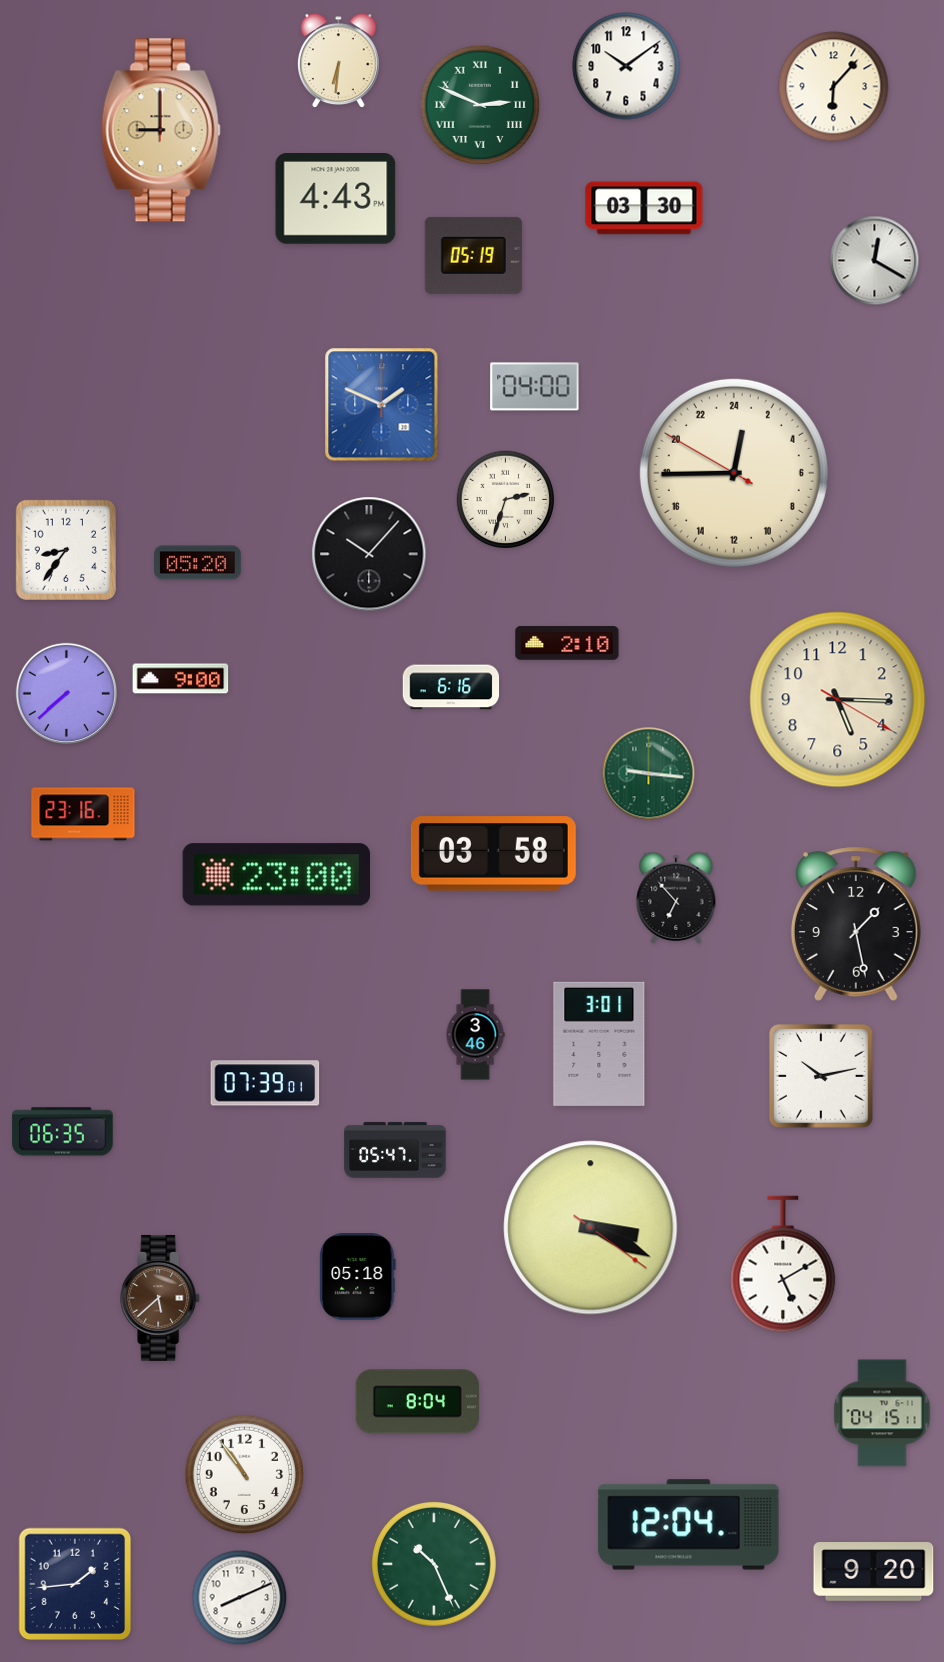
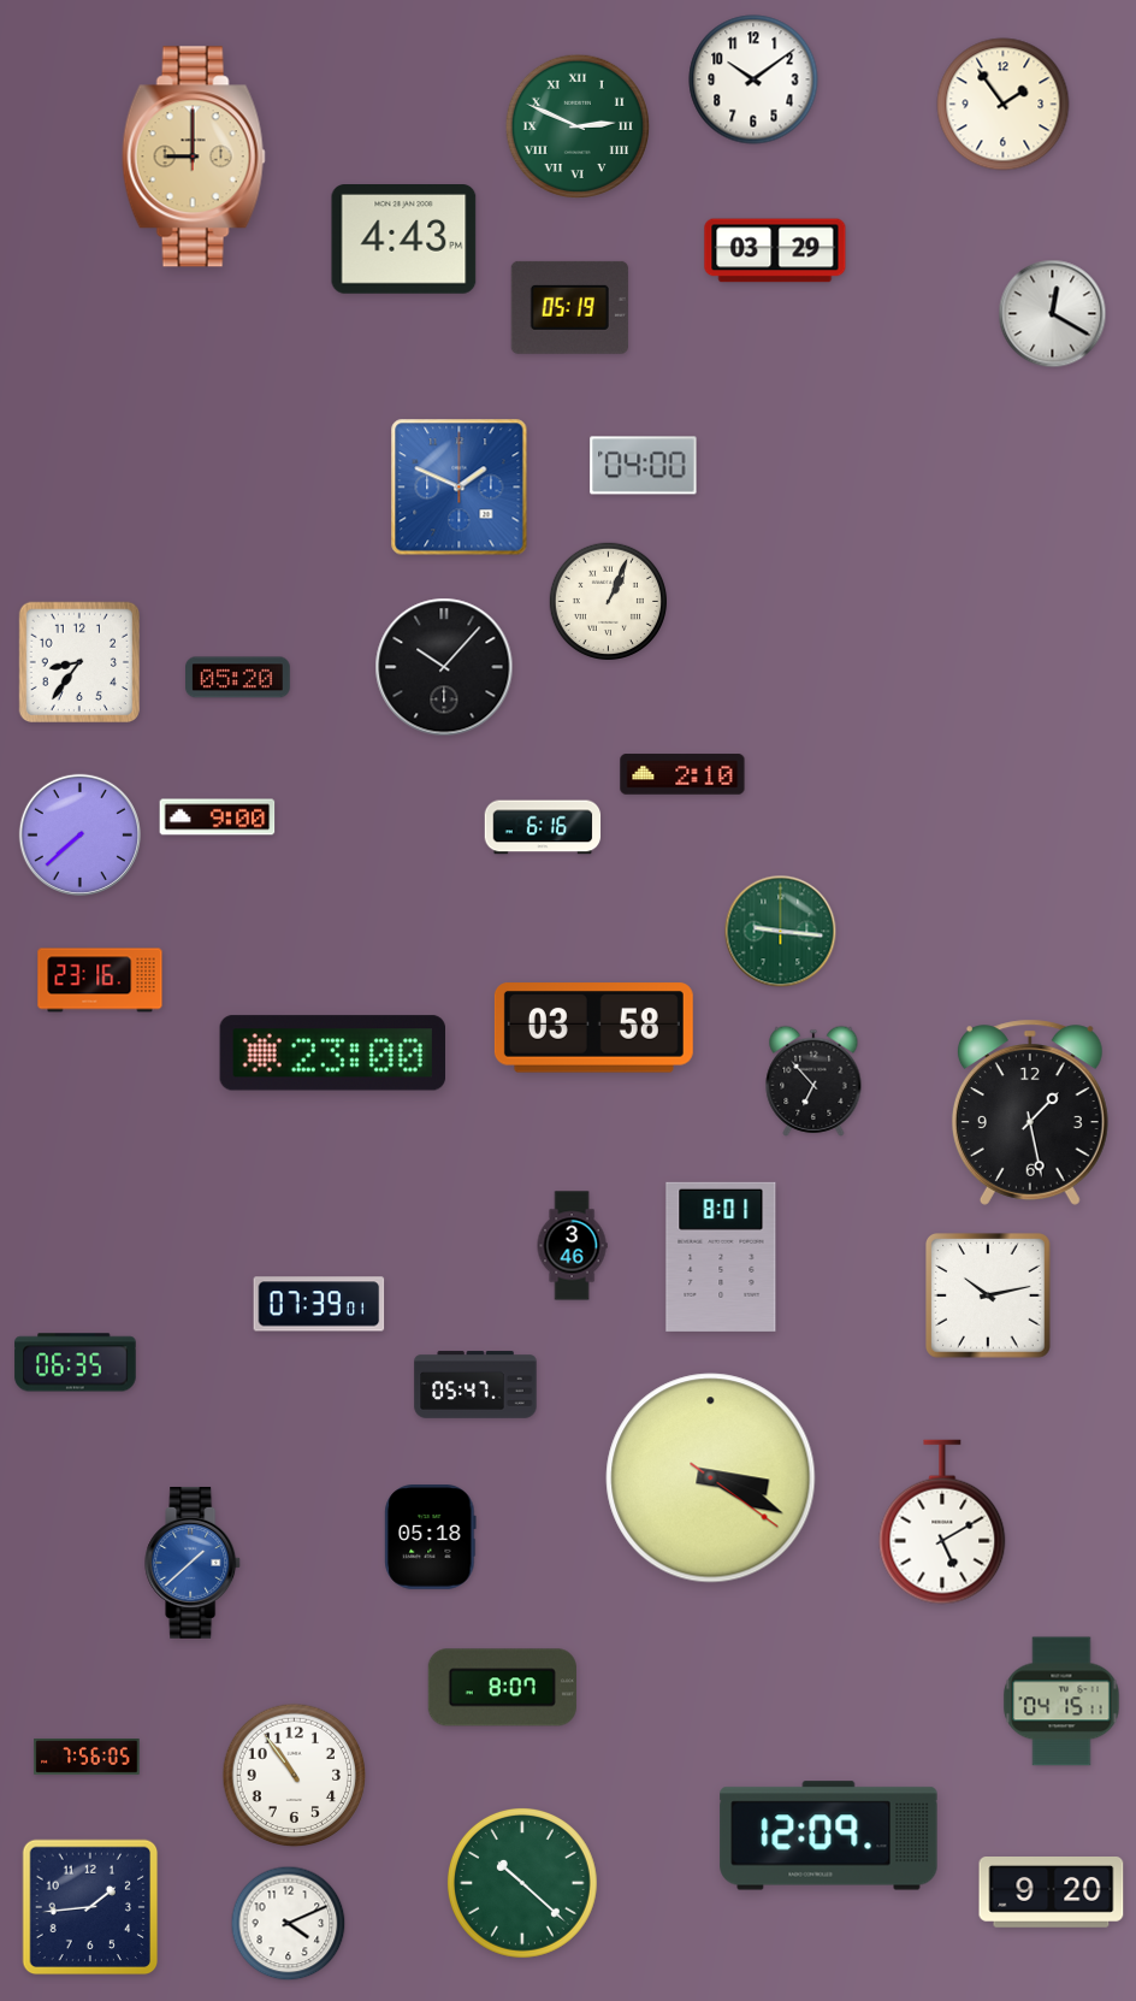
clock at (338, 61): 6:31 -> none
clock at (834, 87): 6:07 -> 1:54
clock at (644, 208): 03:30 -> 03:29
clock at (734, 473): 0:44 -> none
clock at (505, 499): 2:33 -> 1:04
clock at (838, 700): 5:15 -> none
clock at (599, 1044): 3:01 -> 8:01
clock at (161, 1298): 5:38 -> 1:38
clock at (161, 1298) dial: brown -> blue
clock at (417, 1402): 8:04 -> 8:07
clock at (87, 1758): none -> 7:56
clock at (689, 1525): 12:04 -> 12:09
clock at (434, 1564): 10:26 -> 10:22
clock at (240, 1598): 8:11 -> 4:11
